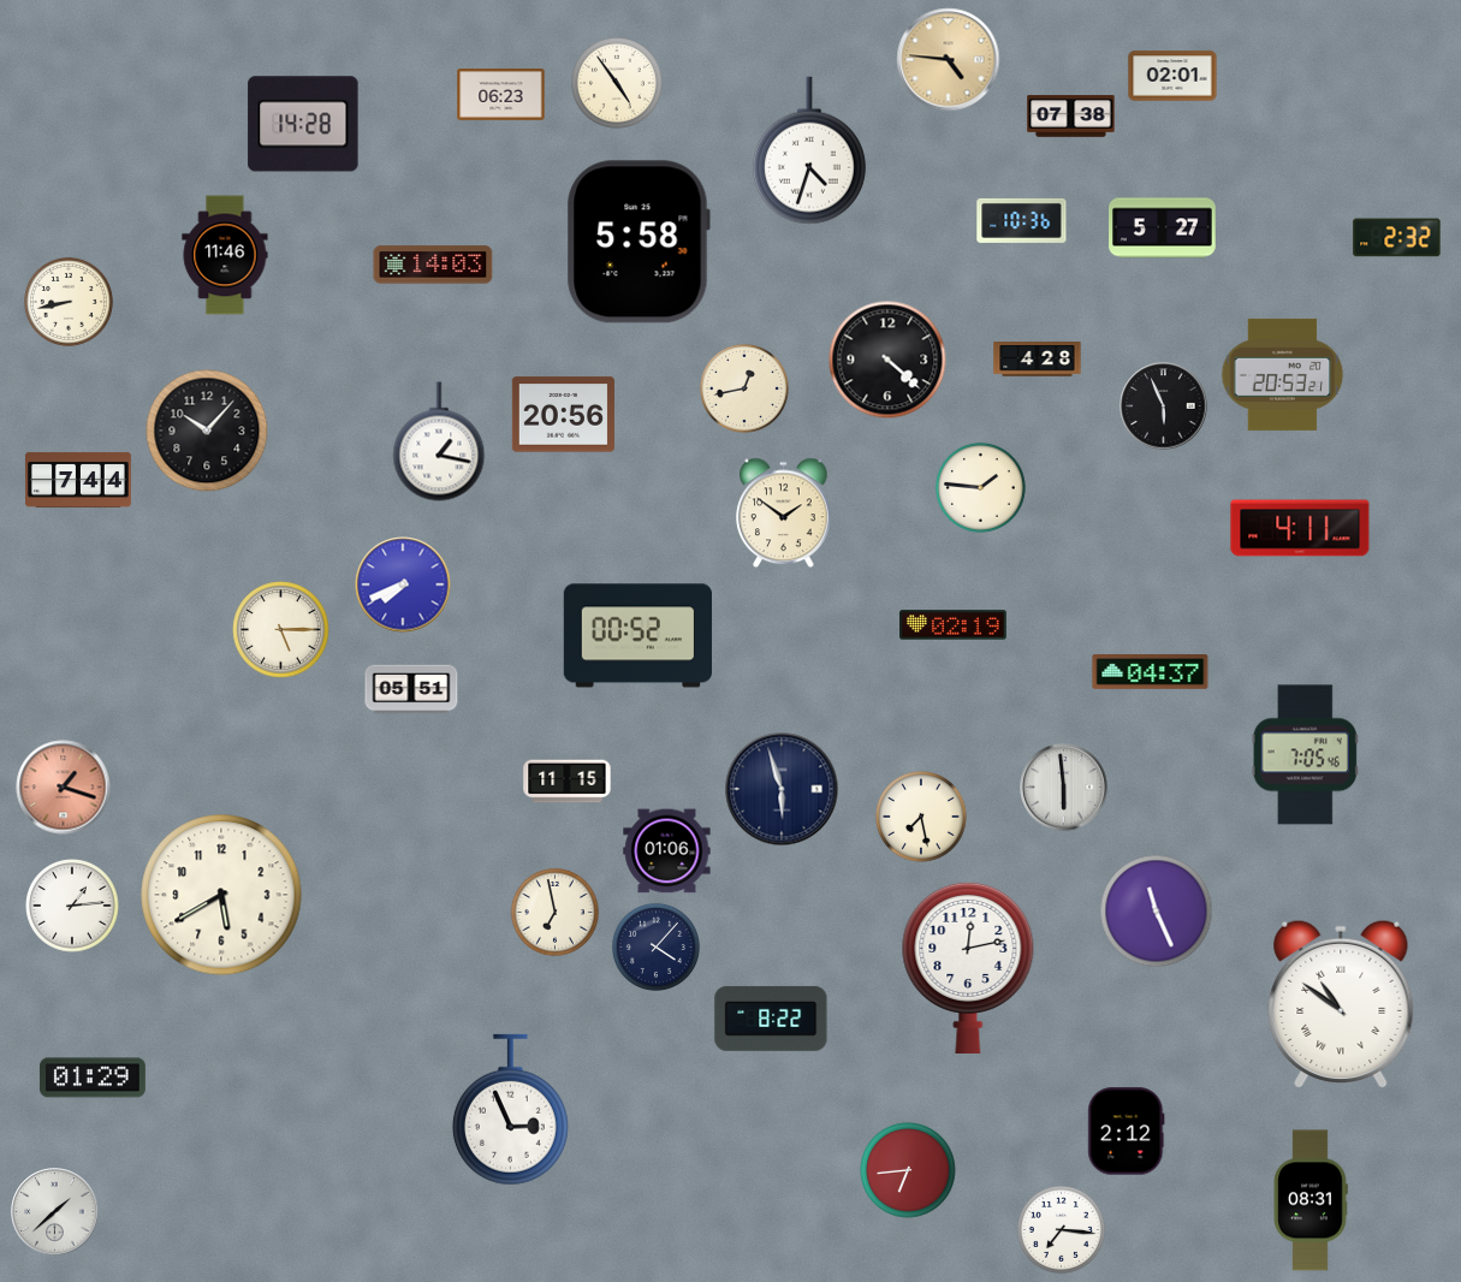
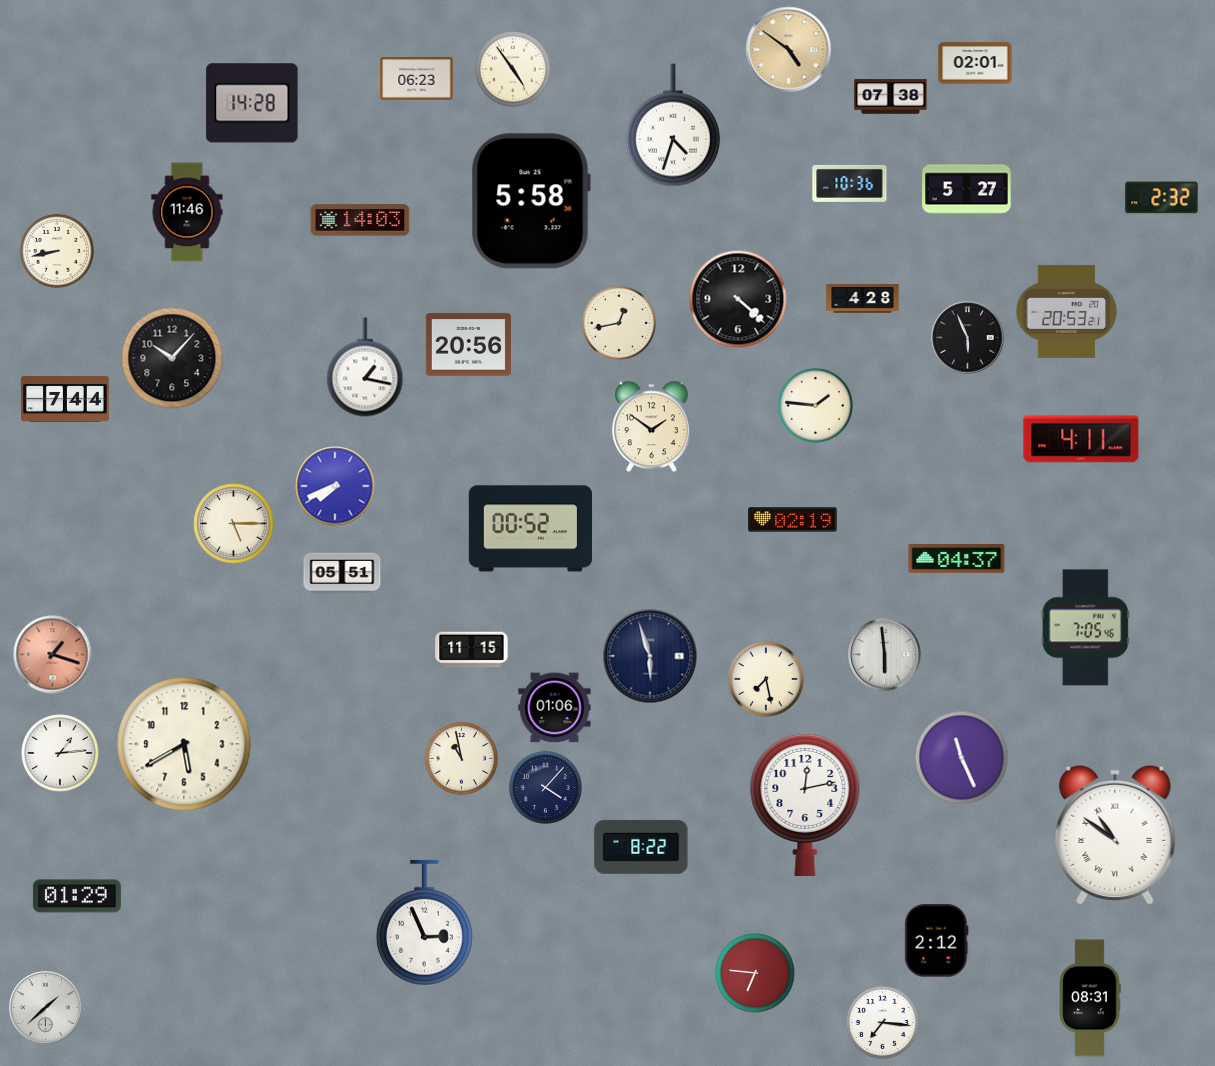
clock at (949, 60): 4:46 -> 4:51
clock at (554, 912): 6:58 -> 10:58
clock at (908, 1170): 6:44 -> 6:46
